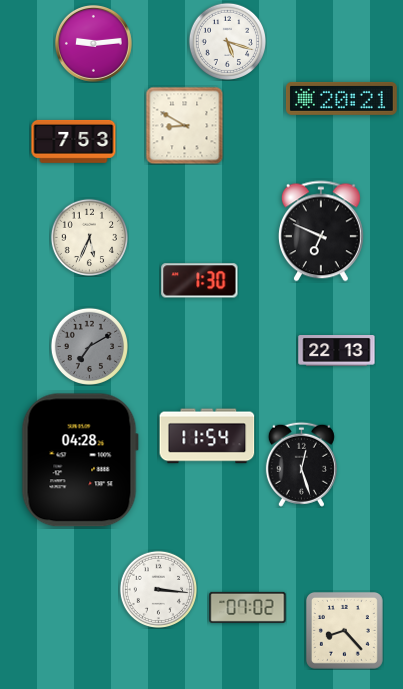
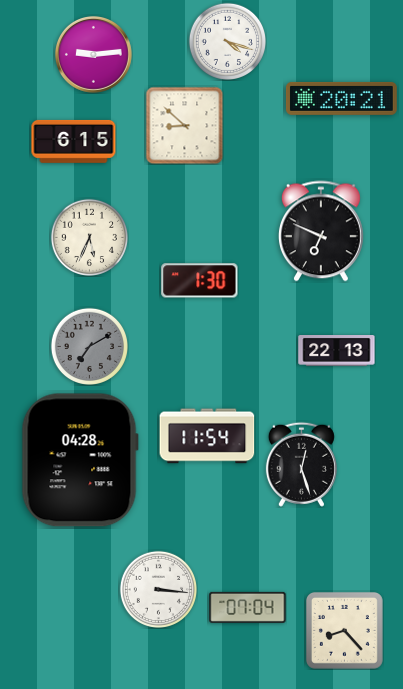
clock at (227, 41): 5:18 -> 4:18
clock at (93, 43) position: (93, 43) -> (93, 54)
clock at (184, 125): 8:50 -> 8:52
clock at (74, 141): 7:53 -> 6:15
clock at (248, 607): 07:02 -> 07:04
